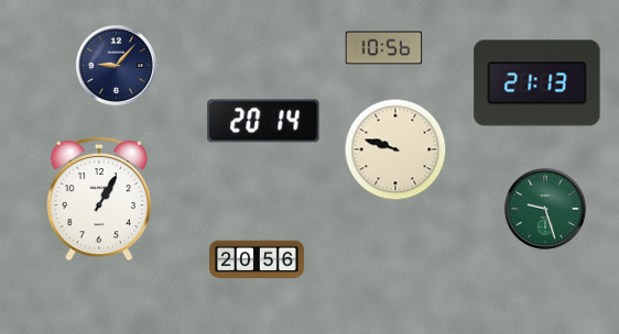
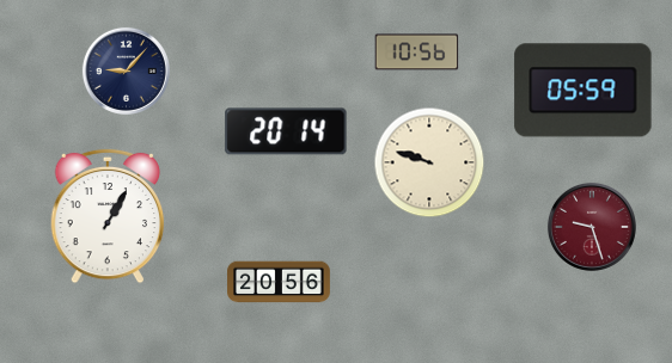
clock at (537, 83): 21:13 -> 05:59
clock at (545, 209) dial: green -> burgundy
